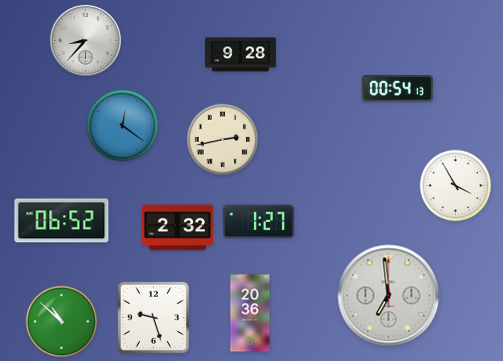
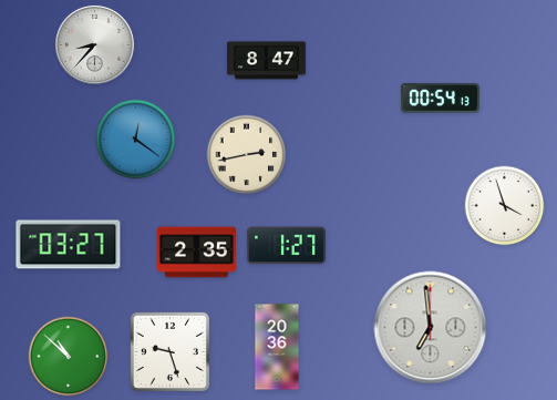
clock at (240, 55): 9:28 -> 8:47
clock at (456, 186): 3:55 -> 3:57
clock at (62, 221): 06:52 -> 03:27
clock at (177, 228): 2:32 -> 2:35
